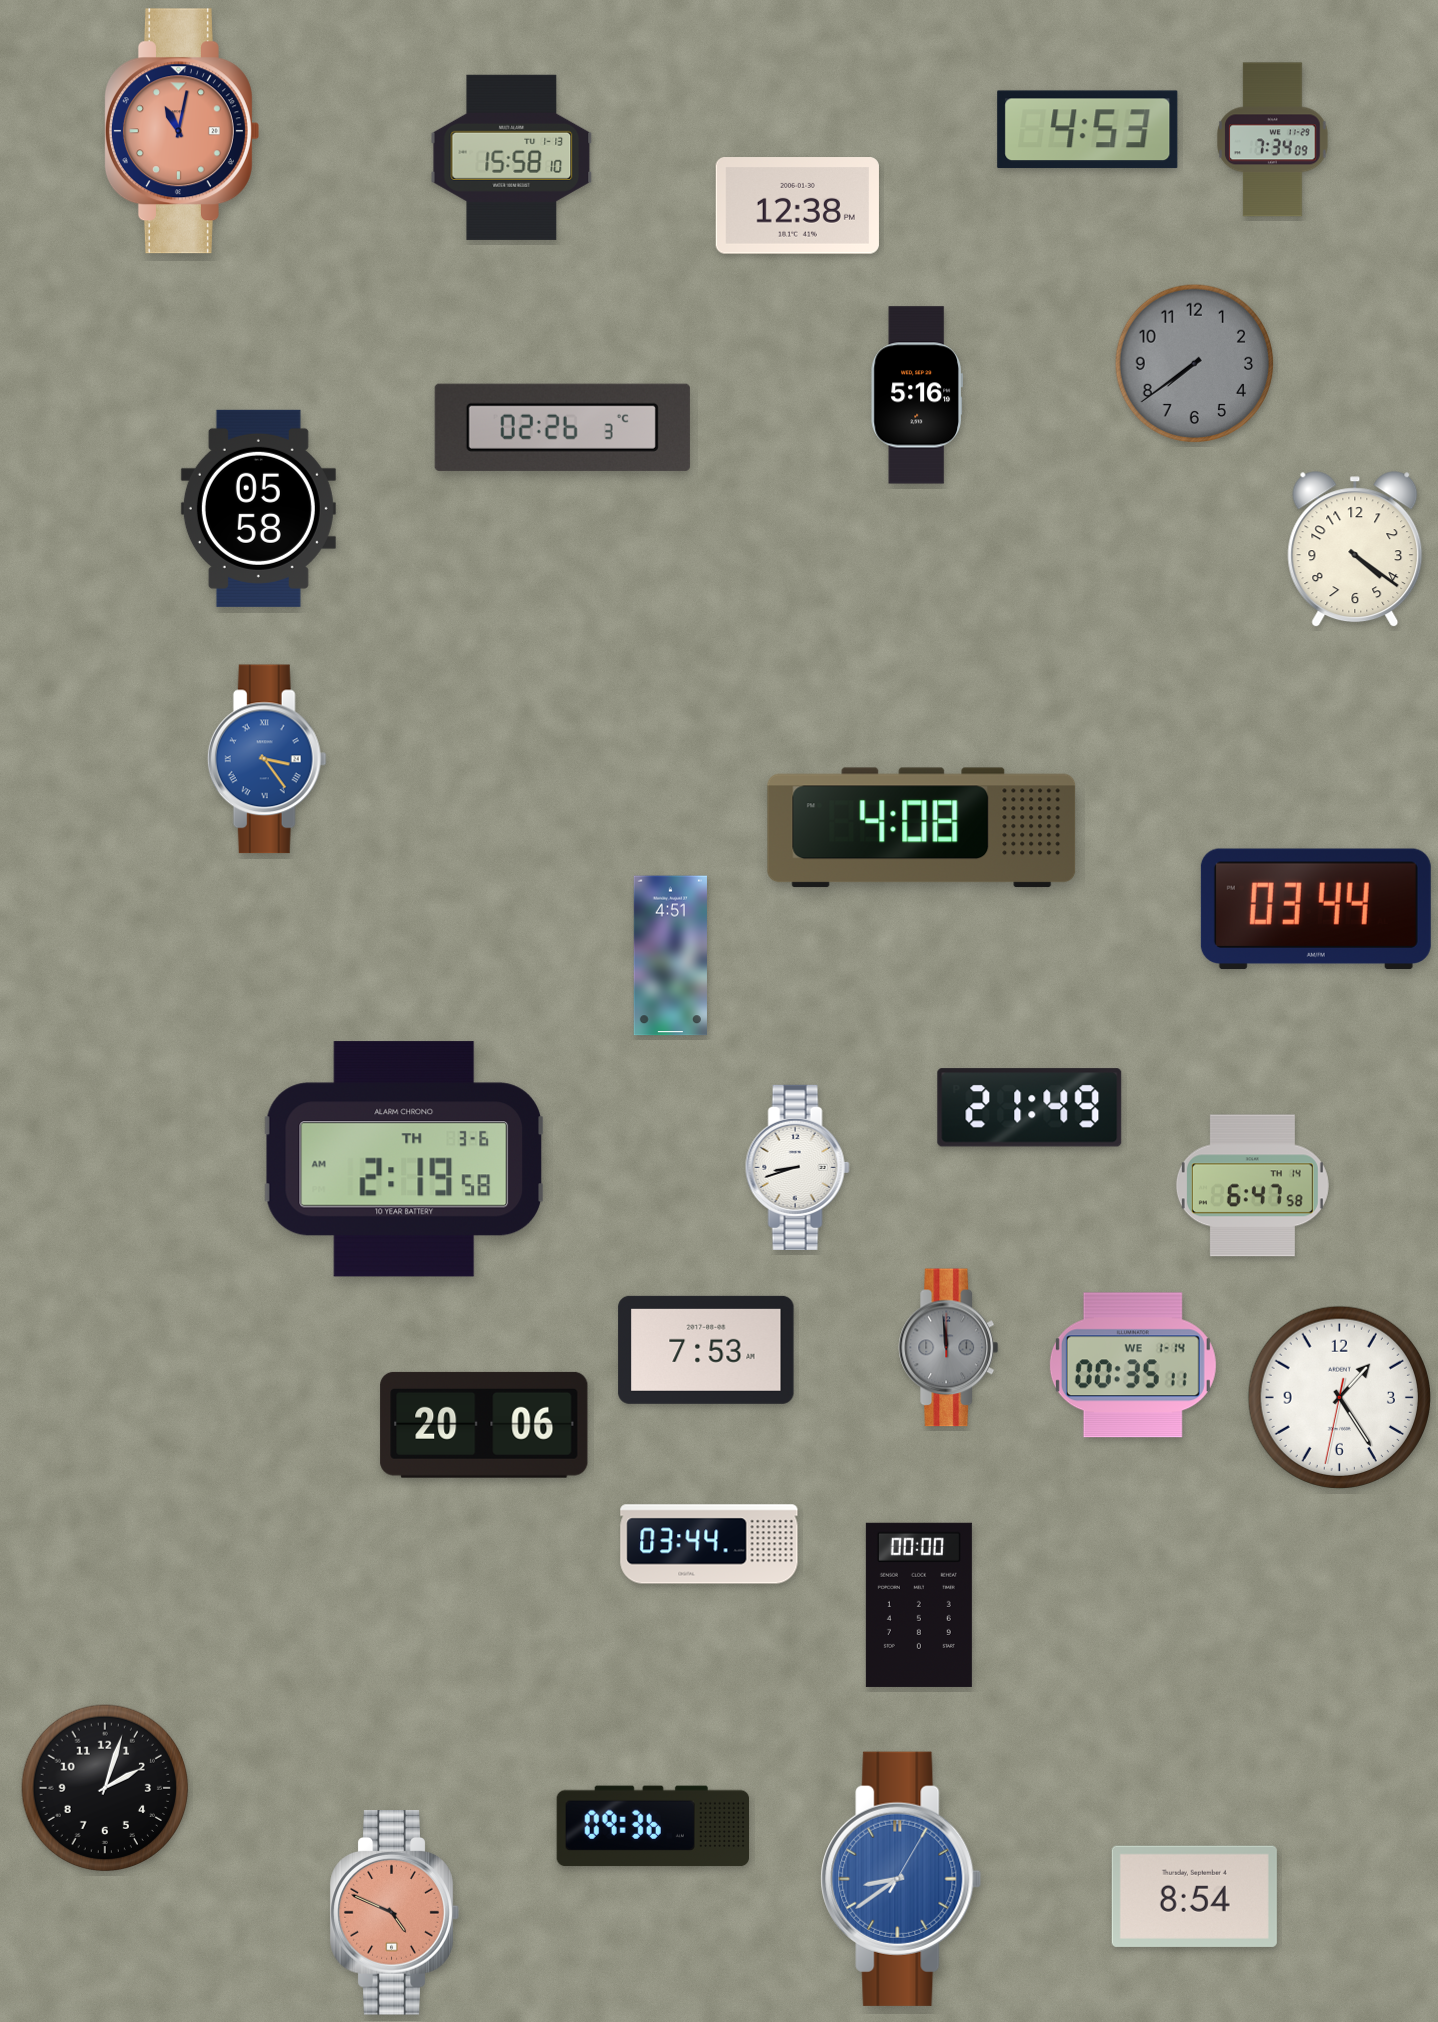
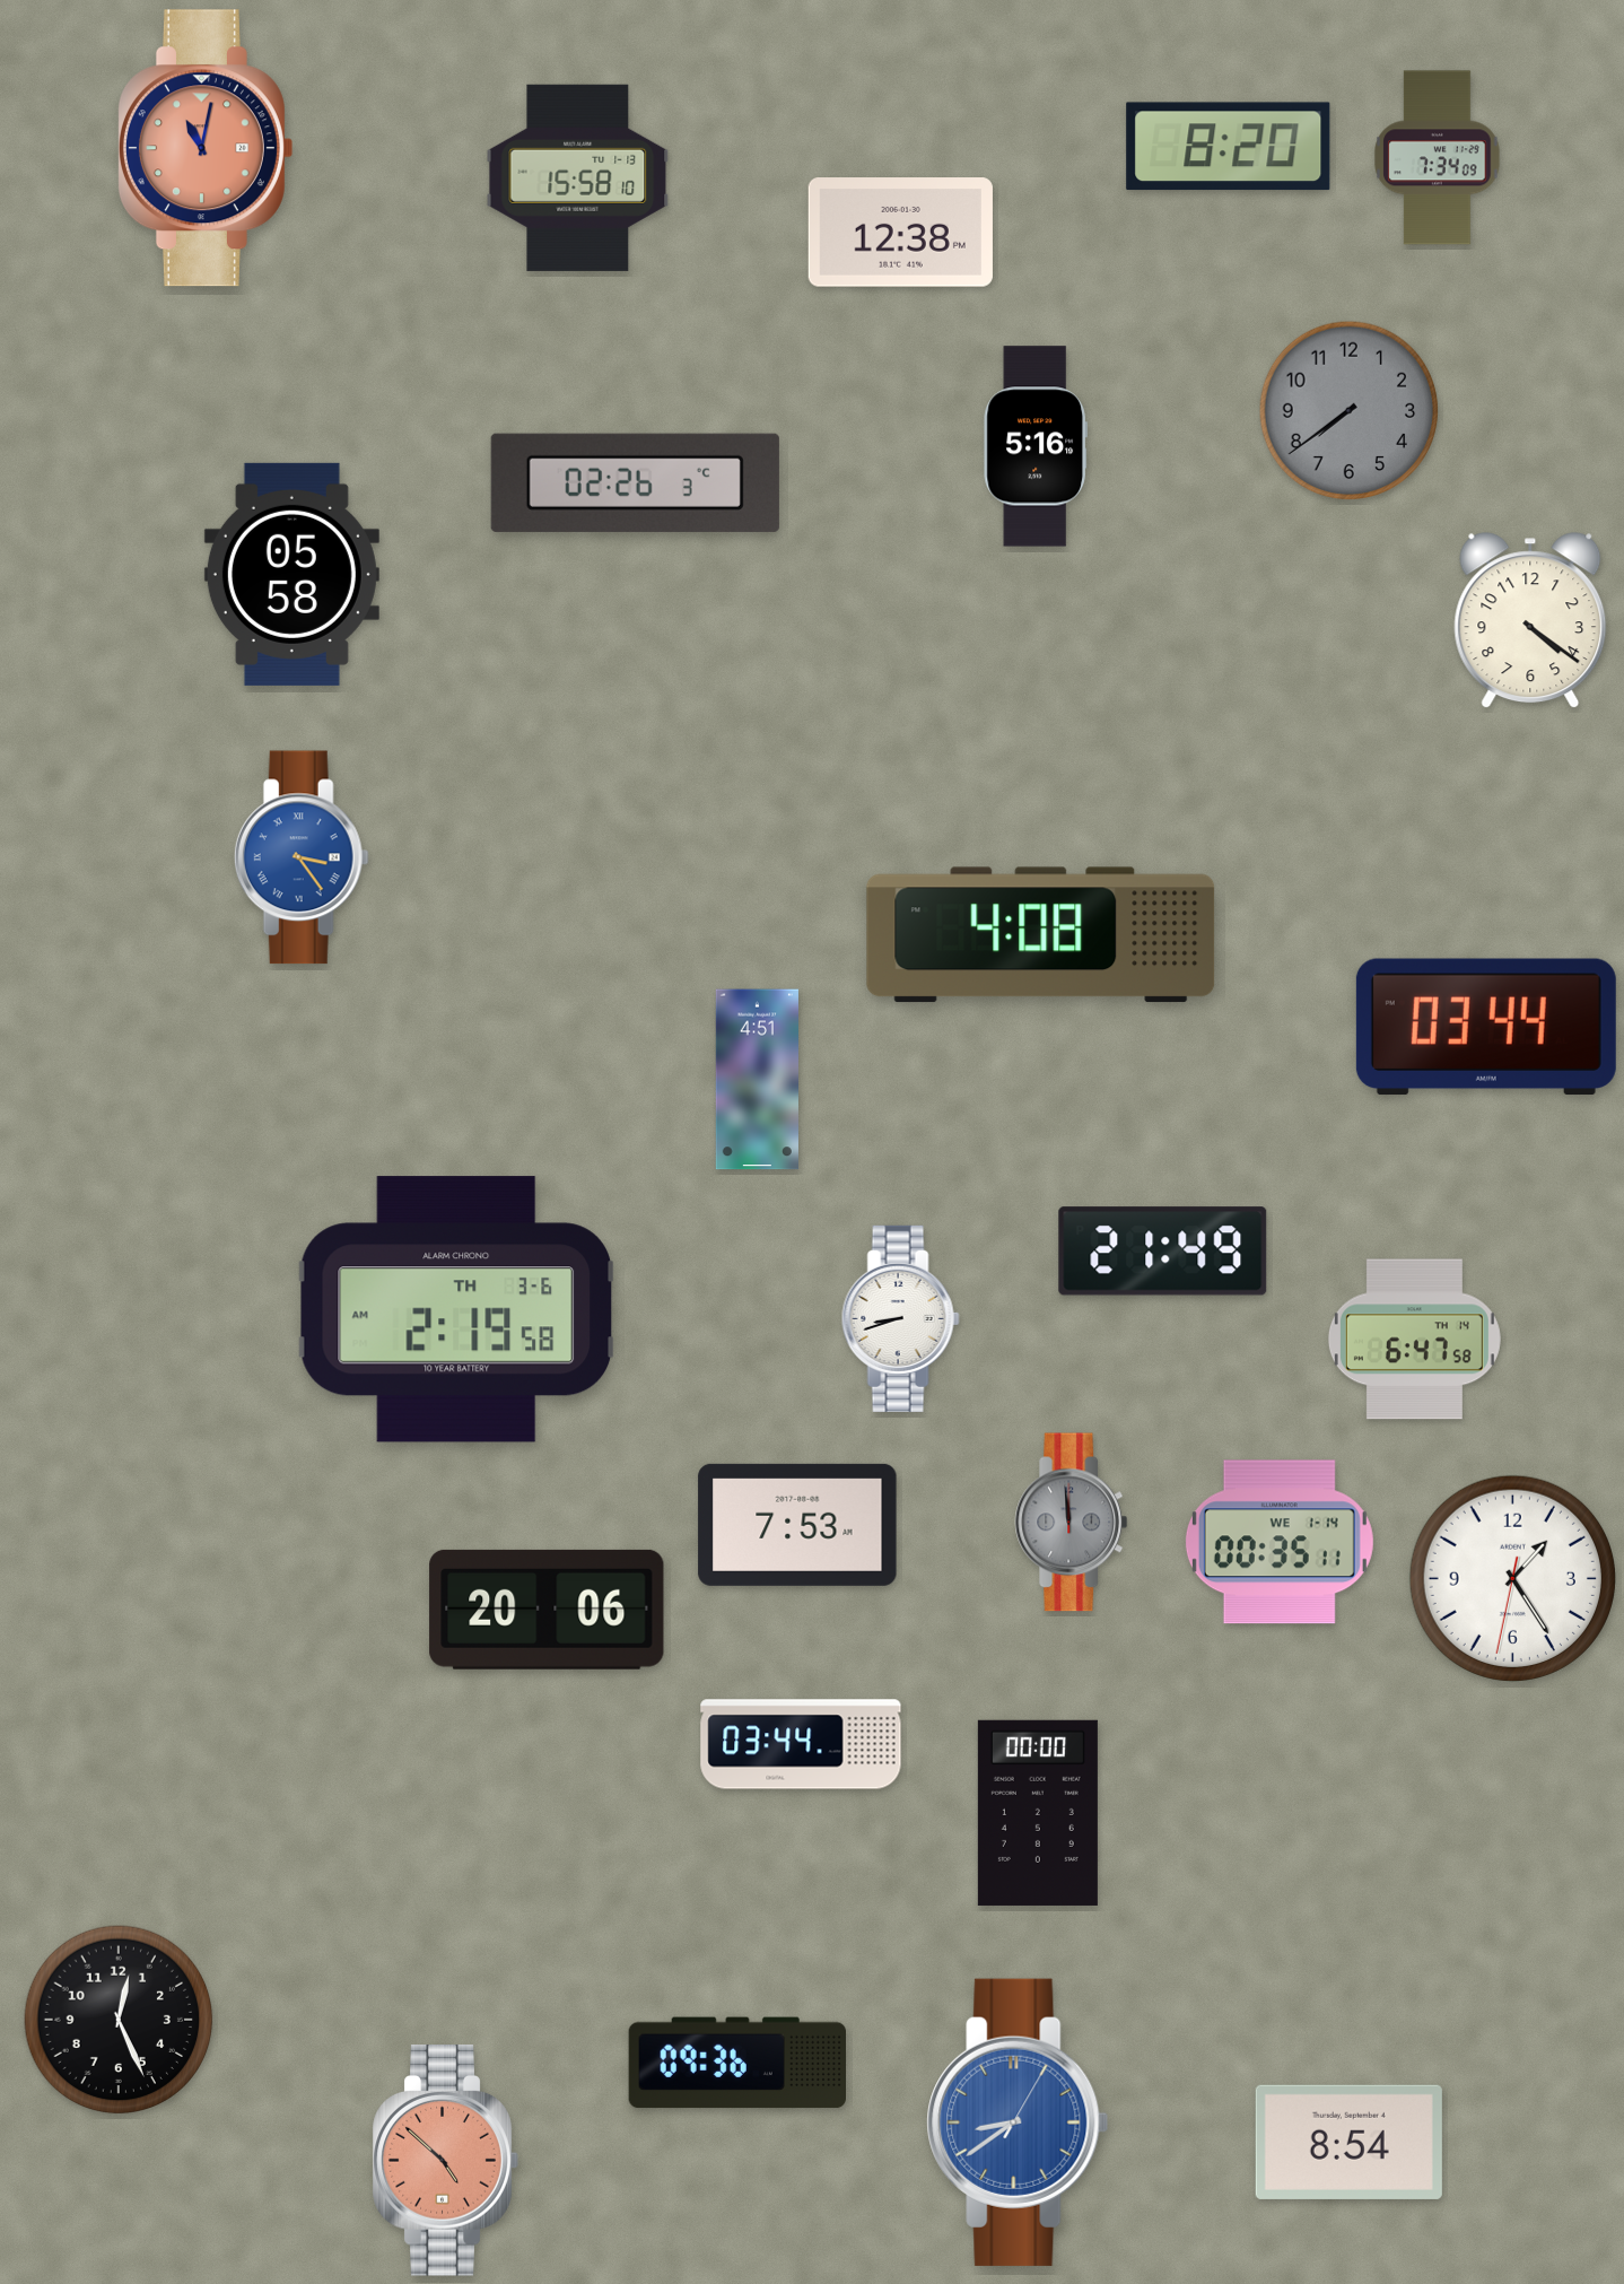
clock at (1088, 130): 4:53 -> 8:20
clock at (105, 1788): 2:03 -> 12:26
clock at (394, 1913): 4:49 -> 4:52
